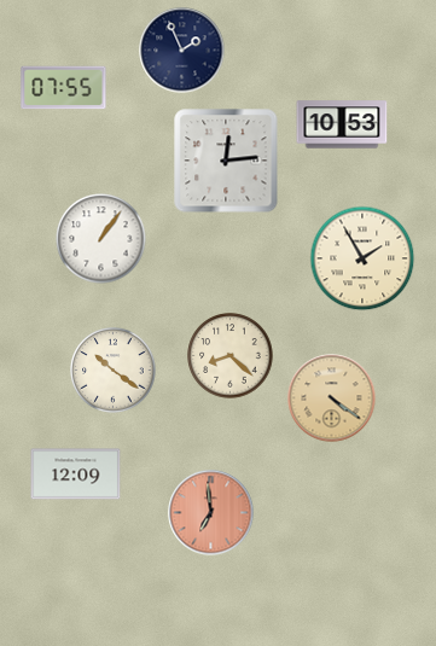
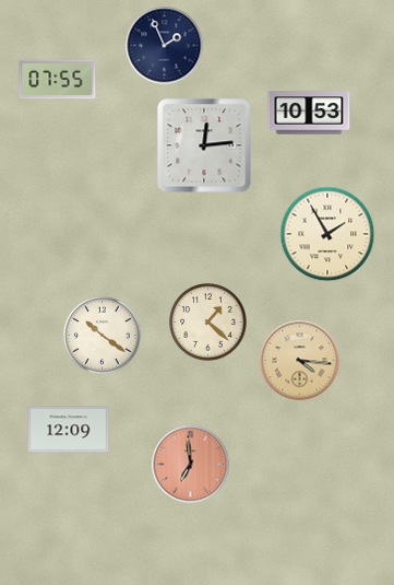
clock at (101, 239): 1:06 -> none
clock at (231, 356): 8:22 -> 1:22
clock at (332, 398): 4:21 -> 4:16
